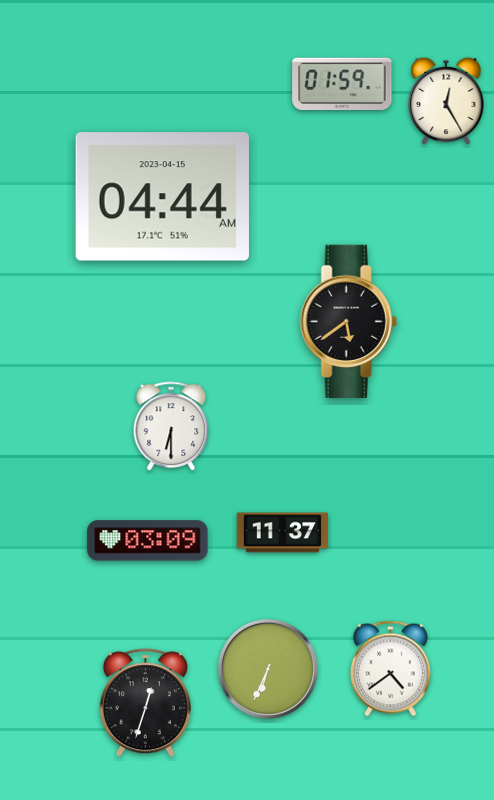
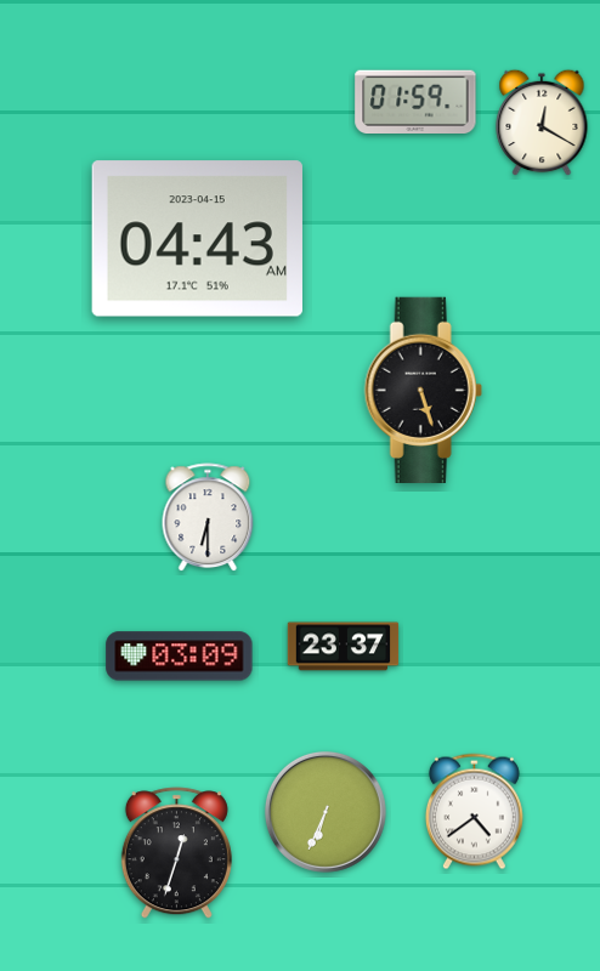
clock at (446, 101): 12:25 -> 12:20
clock at (162, 197): 04:44 -> 04:43
clock at (348, 321): 5:39 -> 5:27
clock at (283, 533): 11:37 -> 23:37
